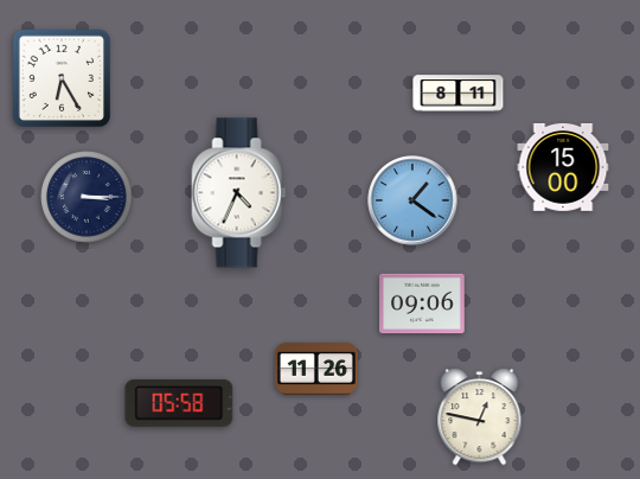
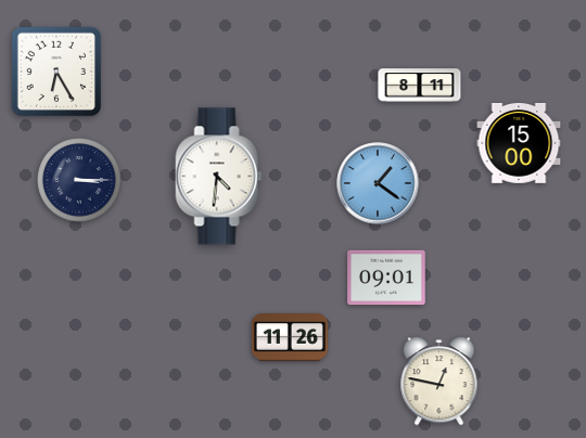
clock at (563, 167) position: (563, 167) -> (519, 143)
clock at (239, 193): 4:34 -> 4:31
clock at (422, 304): 09:06 -> 09:01
clock at (179, 403): 05:58 -> none
